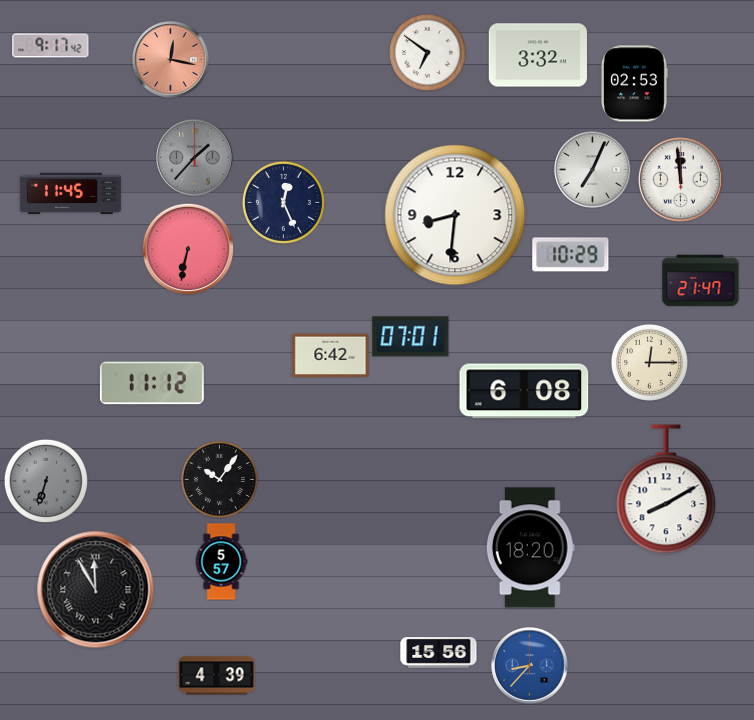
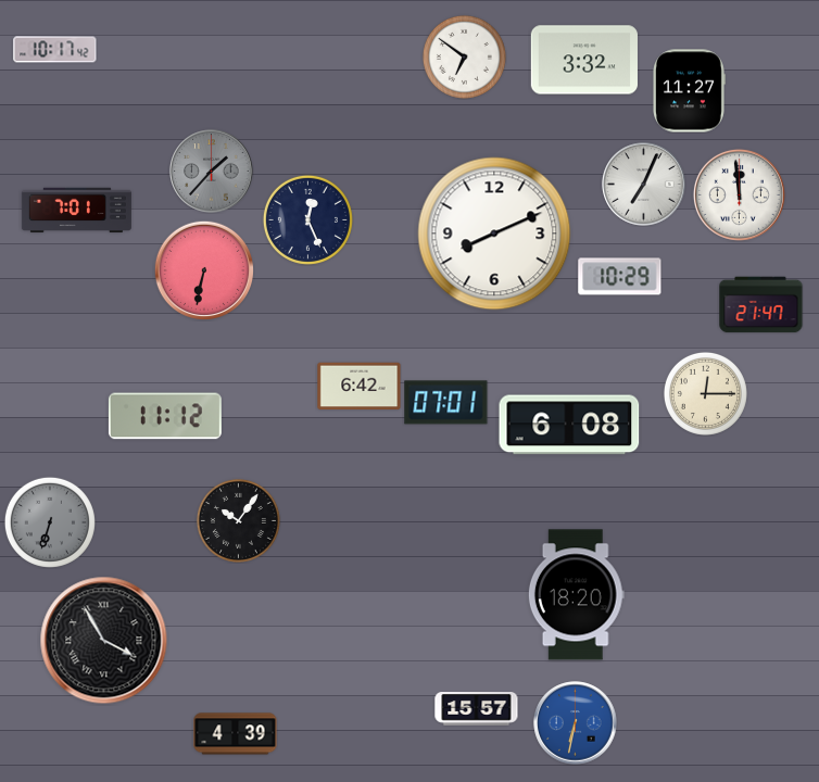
clock at (51, 46): 9:17 -> 10:17
clock at (171, 60): 12:17 -> none
clock at (634, 84): 02:53 -> 11:27
clock at (70, 194): 11:45 -> 7:01
clock at (455, 215): 8:31 -> 8:11
clock at (411, 337) position: (411, 337) -> (446, 403)
clock at (666, 489): 8:10 -> none
clock at (221, 562): 5:57 -> none
clock at (96, 590): 11:55 -> 3:55
clock at (439, 653): 15:56 -> 15:57
clock at (530, 666): 8:37 -> 6:32
